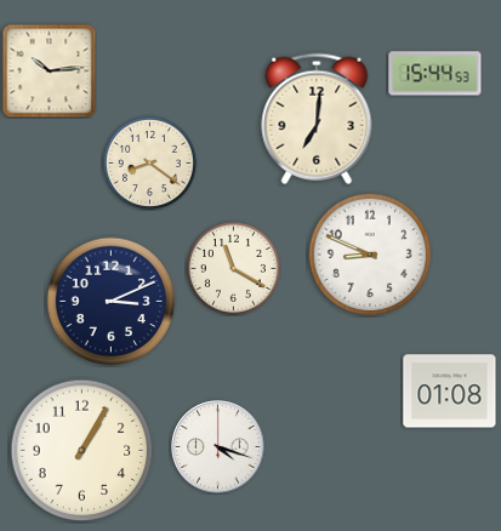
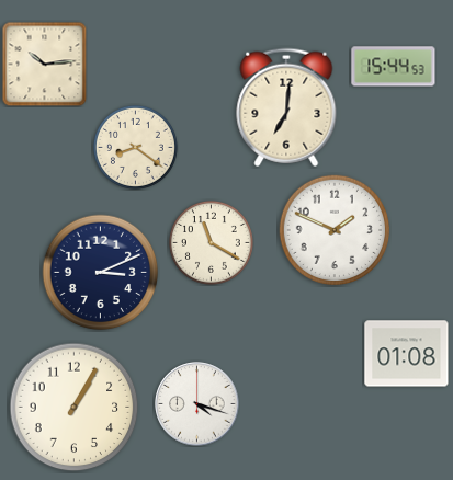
clock at (370, 255): 8:49 -> 1:49
